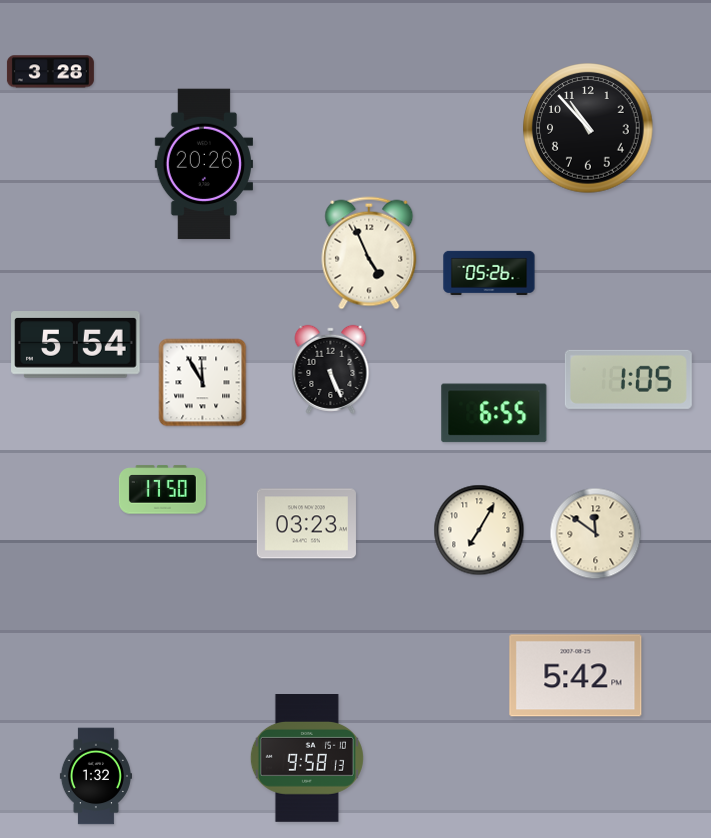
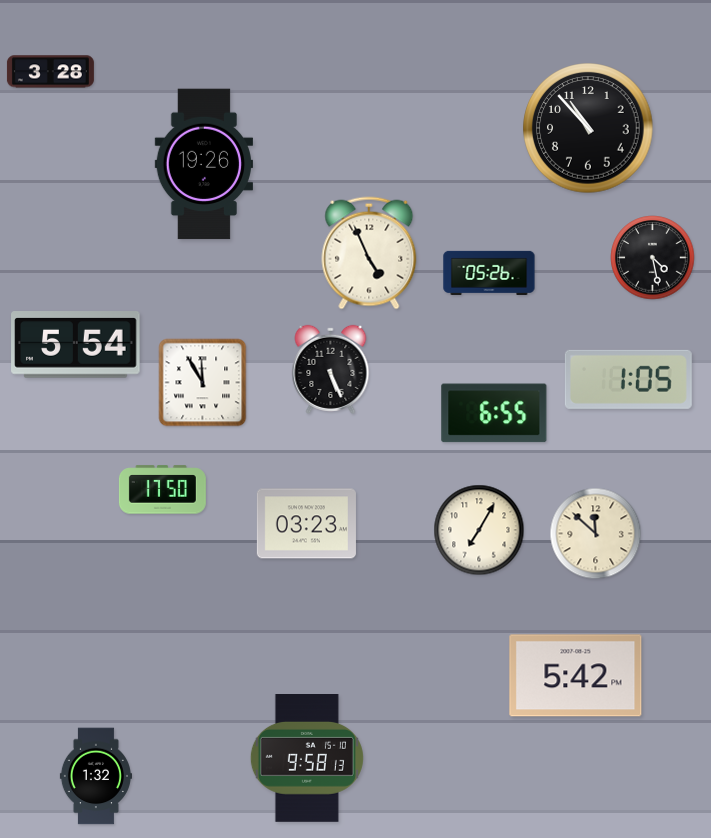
clock at (203, 164): 20:26 -> 19:26
clock at (653, 258): none -> 4:28
clock at (596, 534): 11:51 -> 11:52
